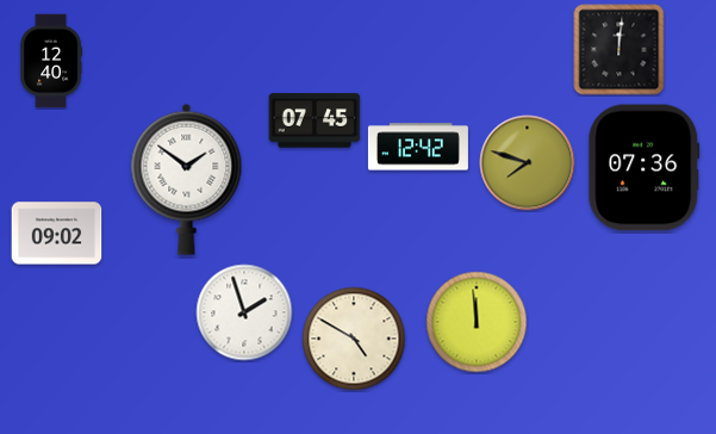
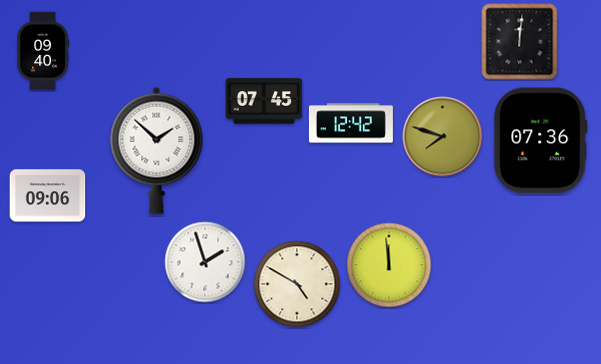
clock at (51, 61): 12:40 -> 09:40
clock at (187, 179): 1:51 -> 1:52
clock at (57, 234): 09:02 -> 09:06
clock at (477, 322) position: (477, 322) -> (389, 265)
